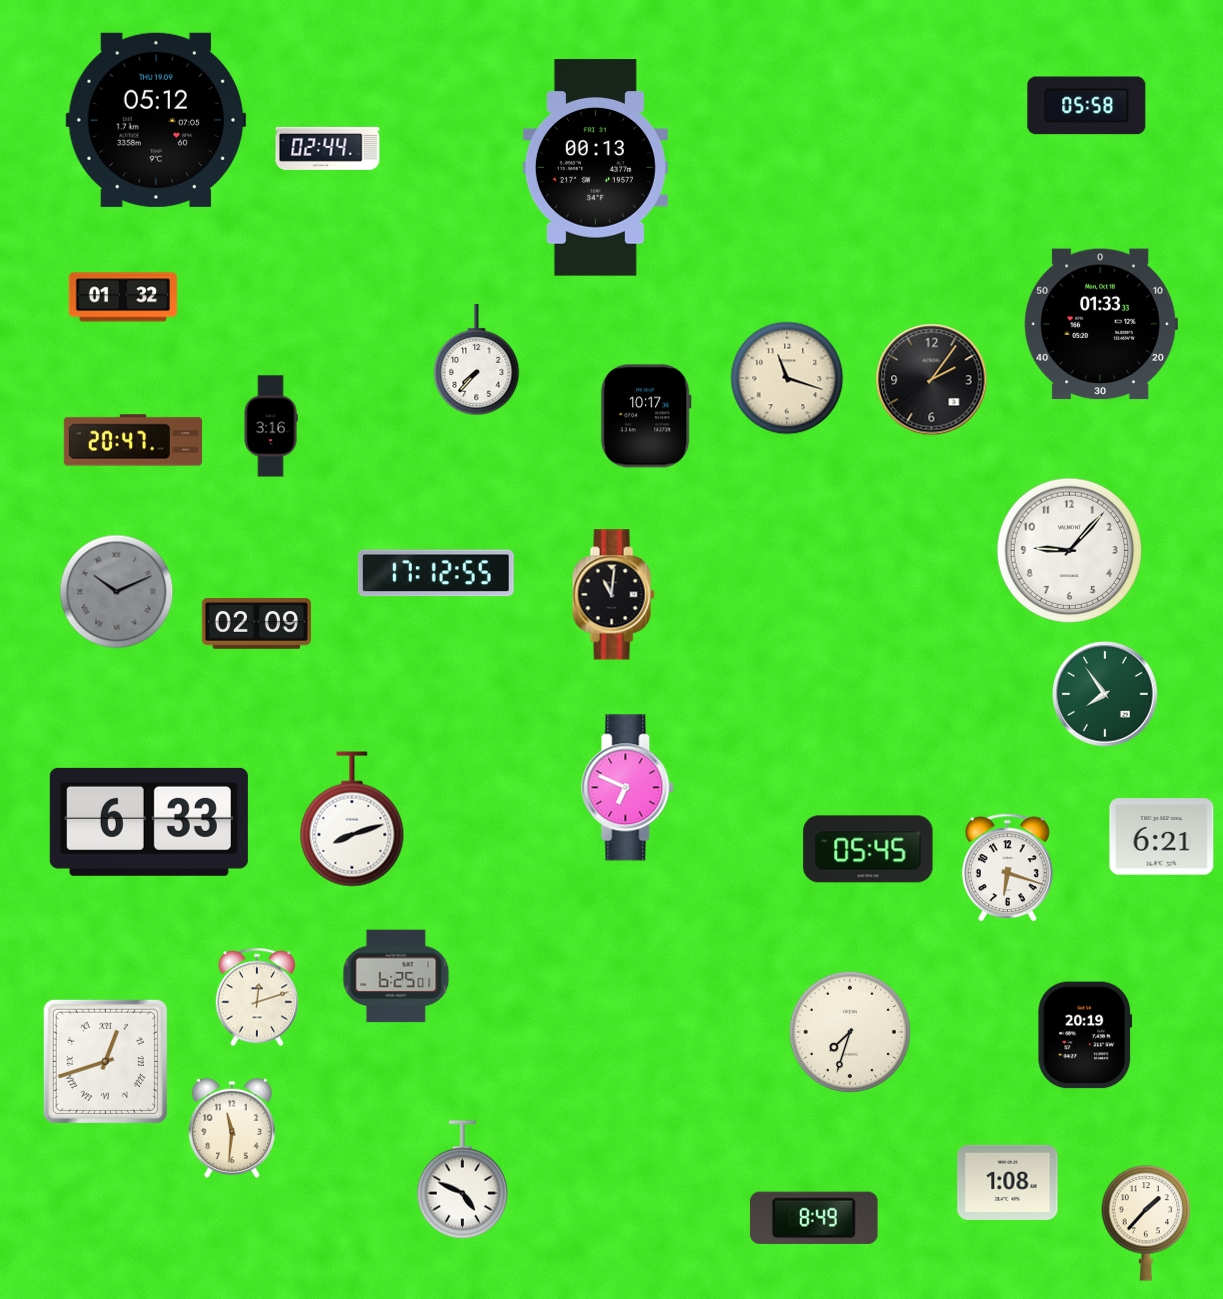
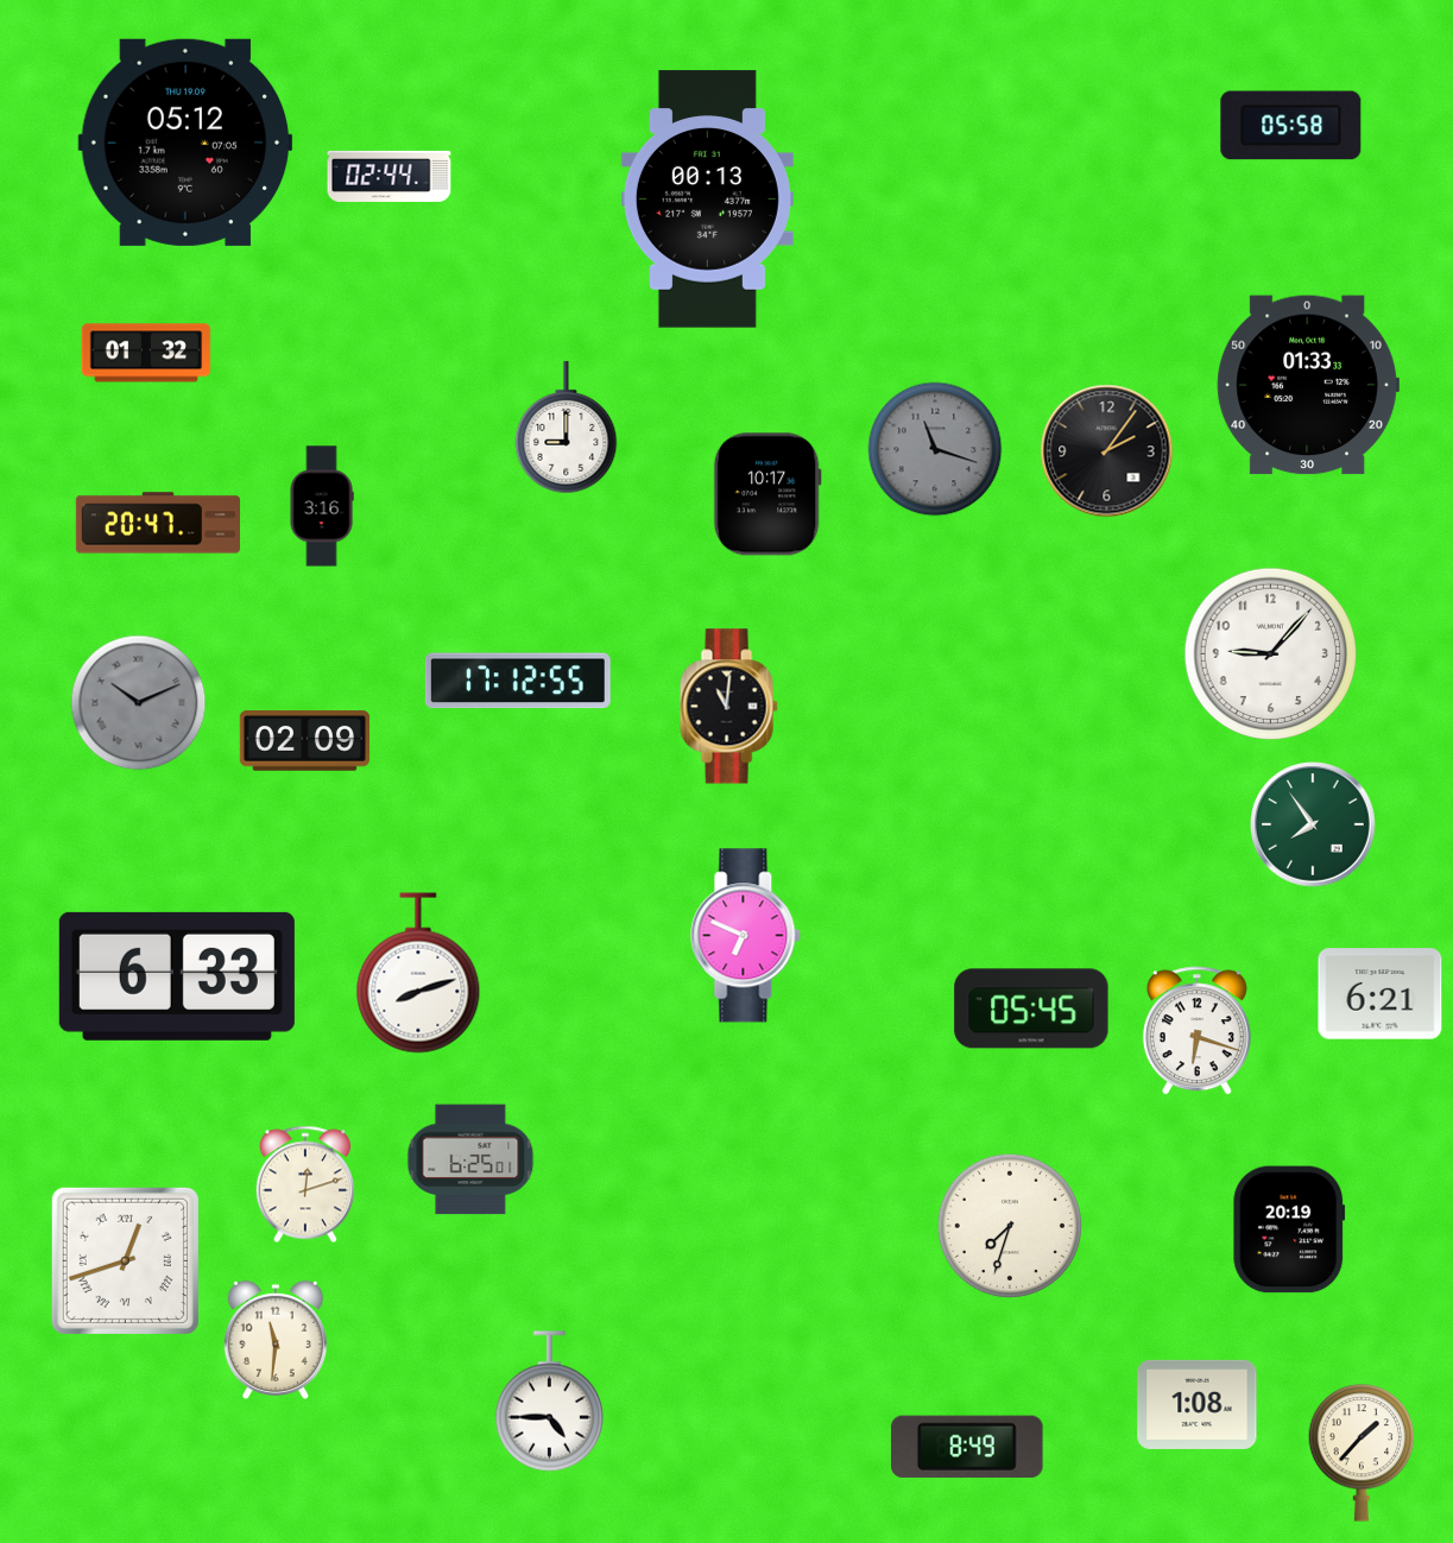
clock at (477, 360): 7:37 -> 9:00
clock at (787, 378) dial: cream -> grey
clock at (462, 1180): 4:49 -> 4:45
